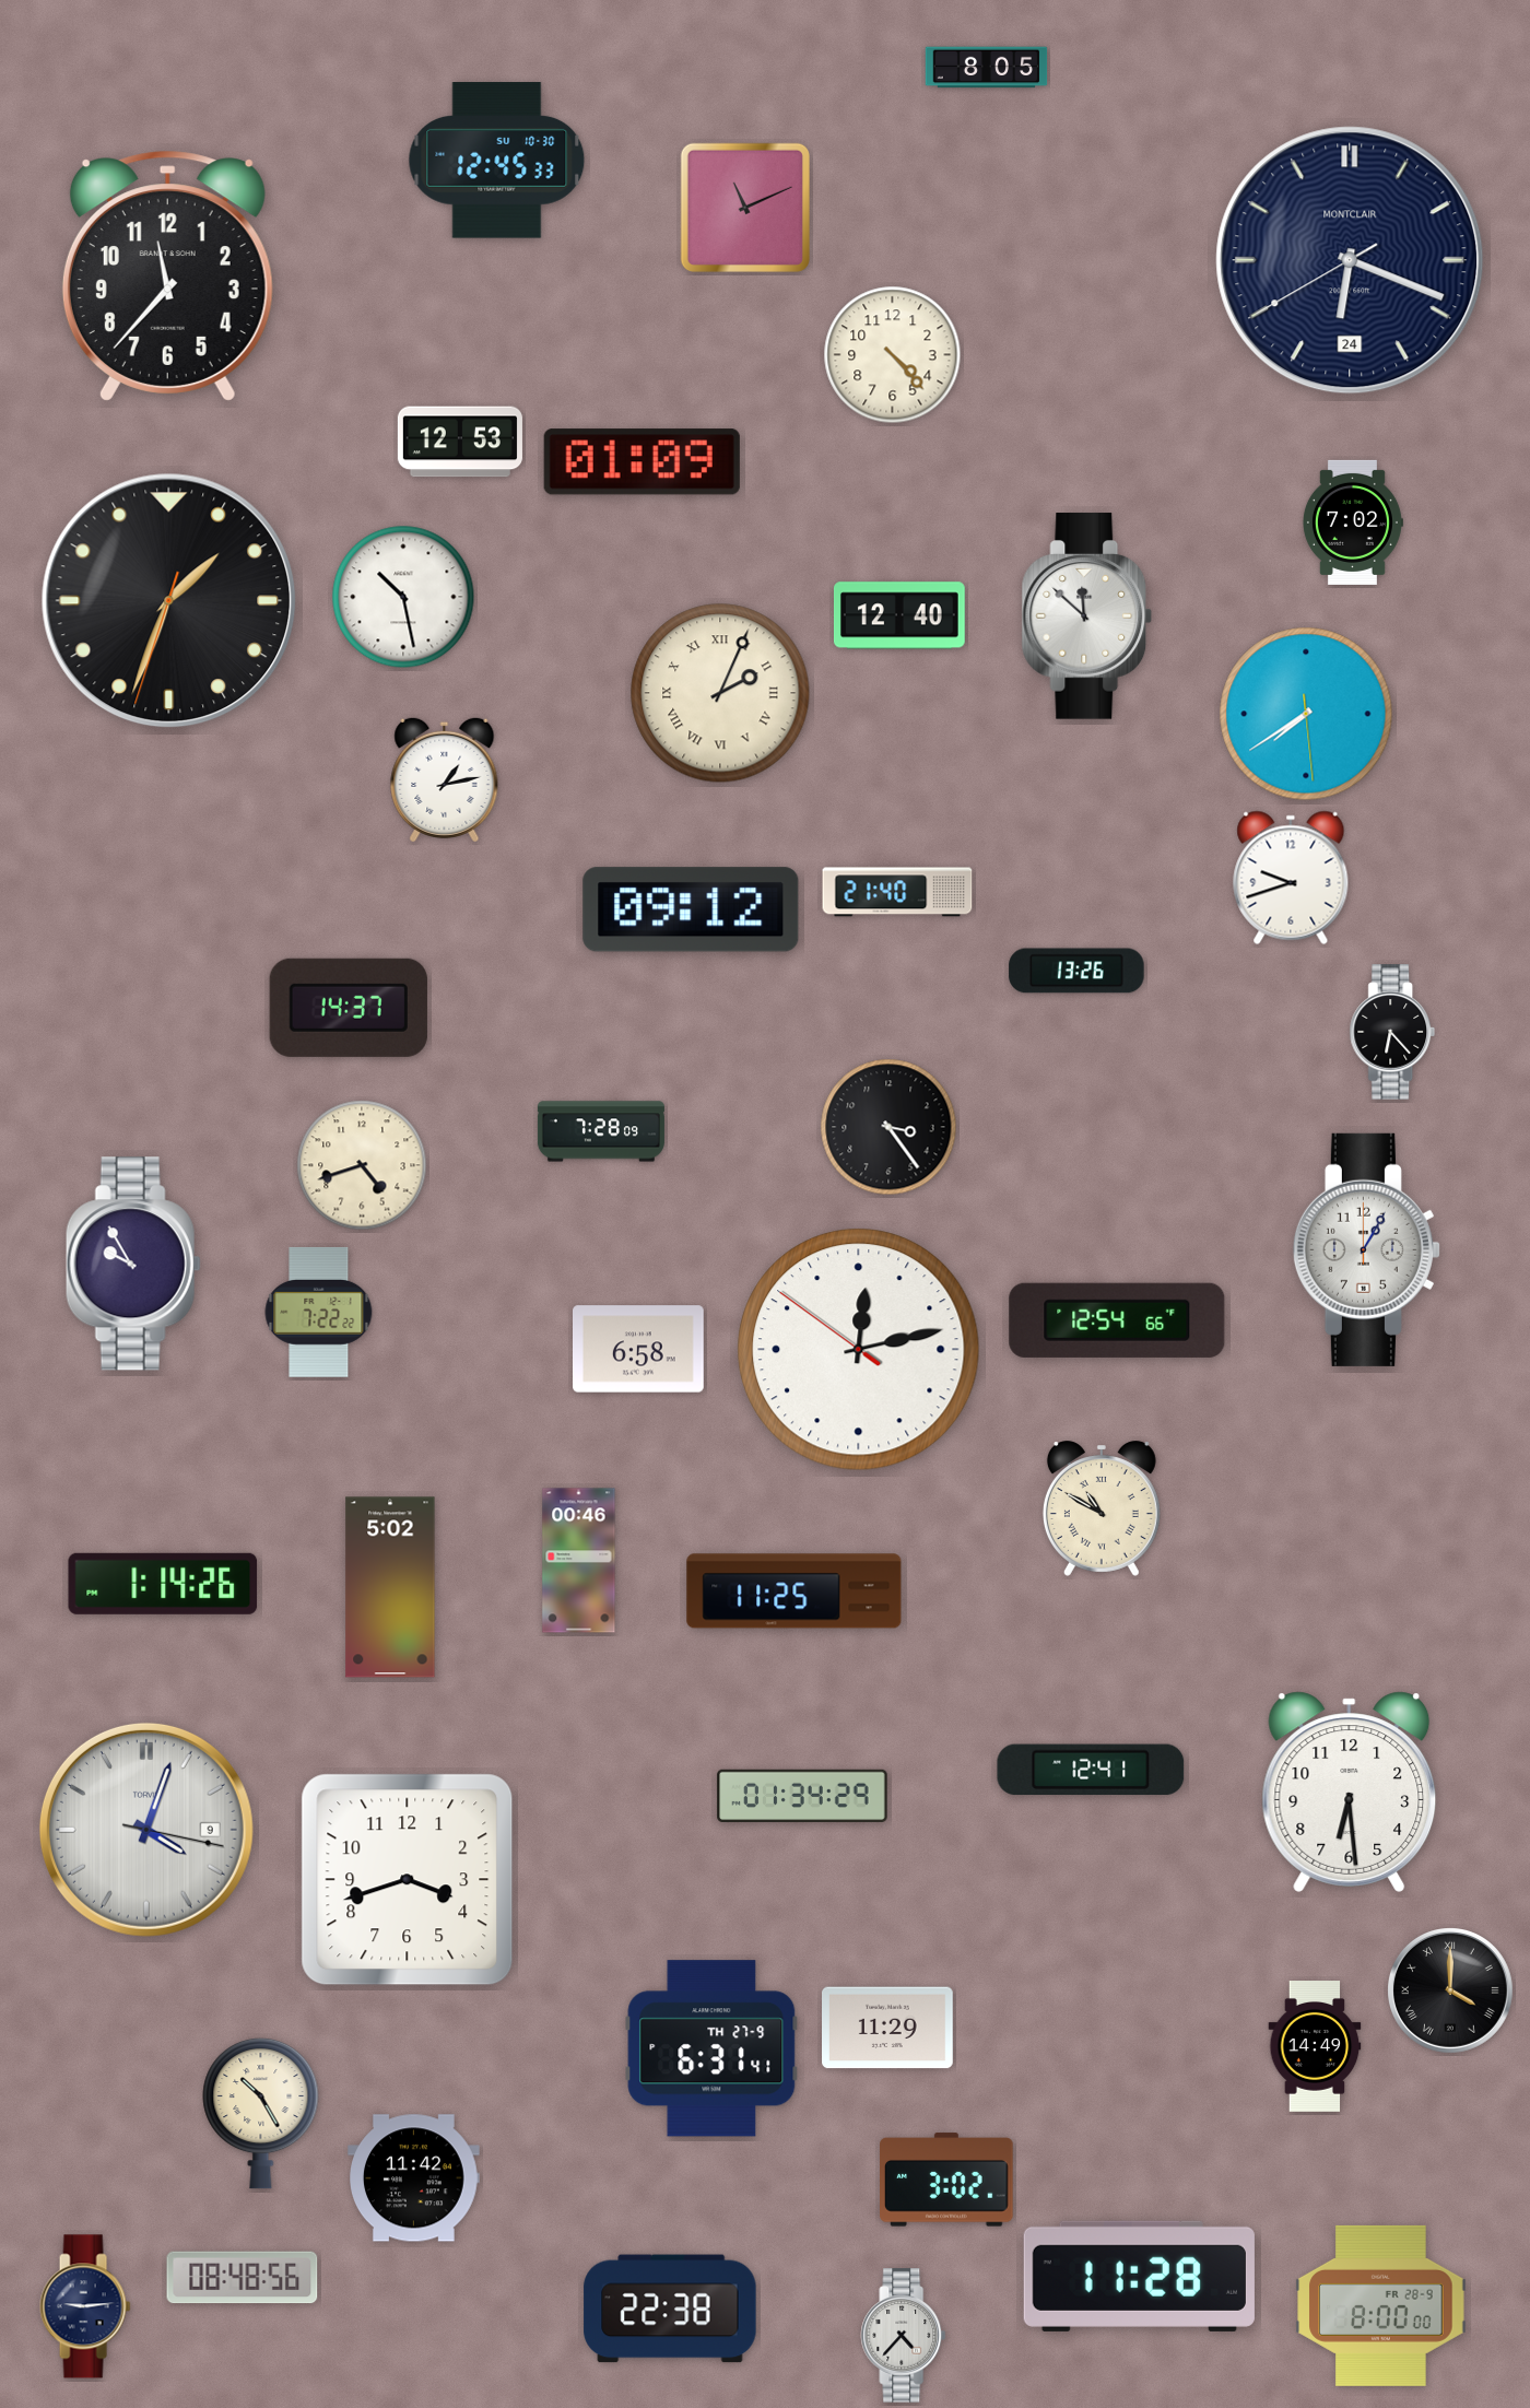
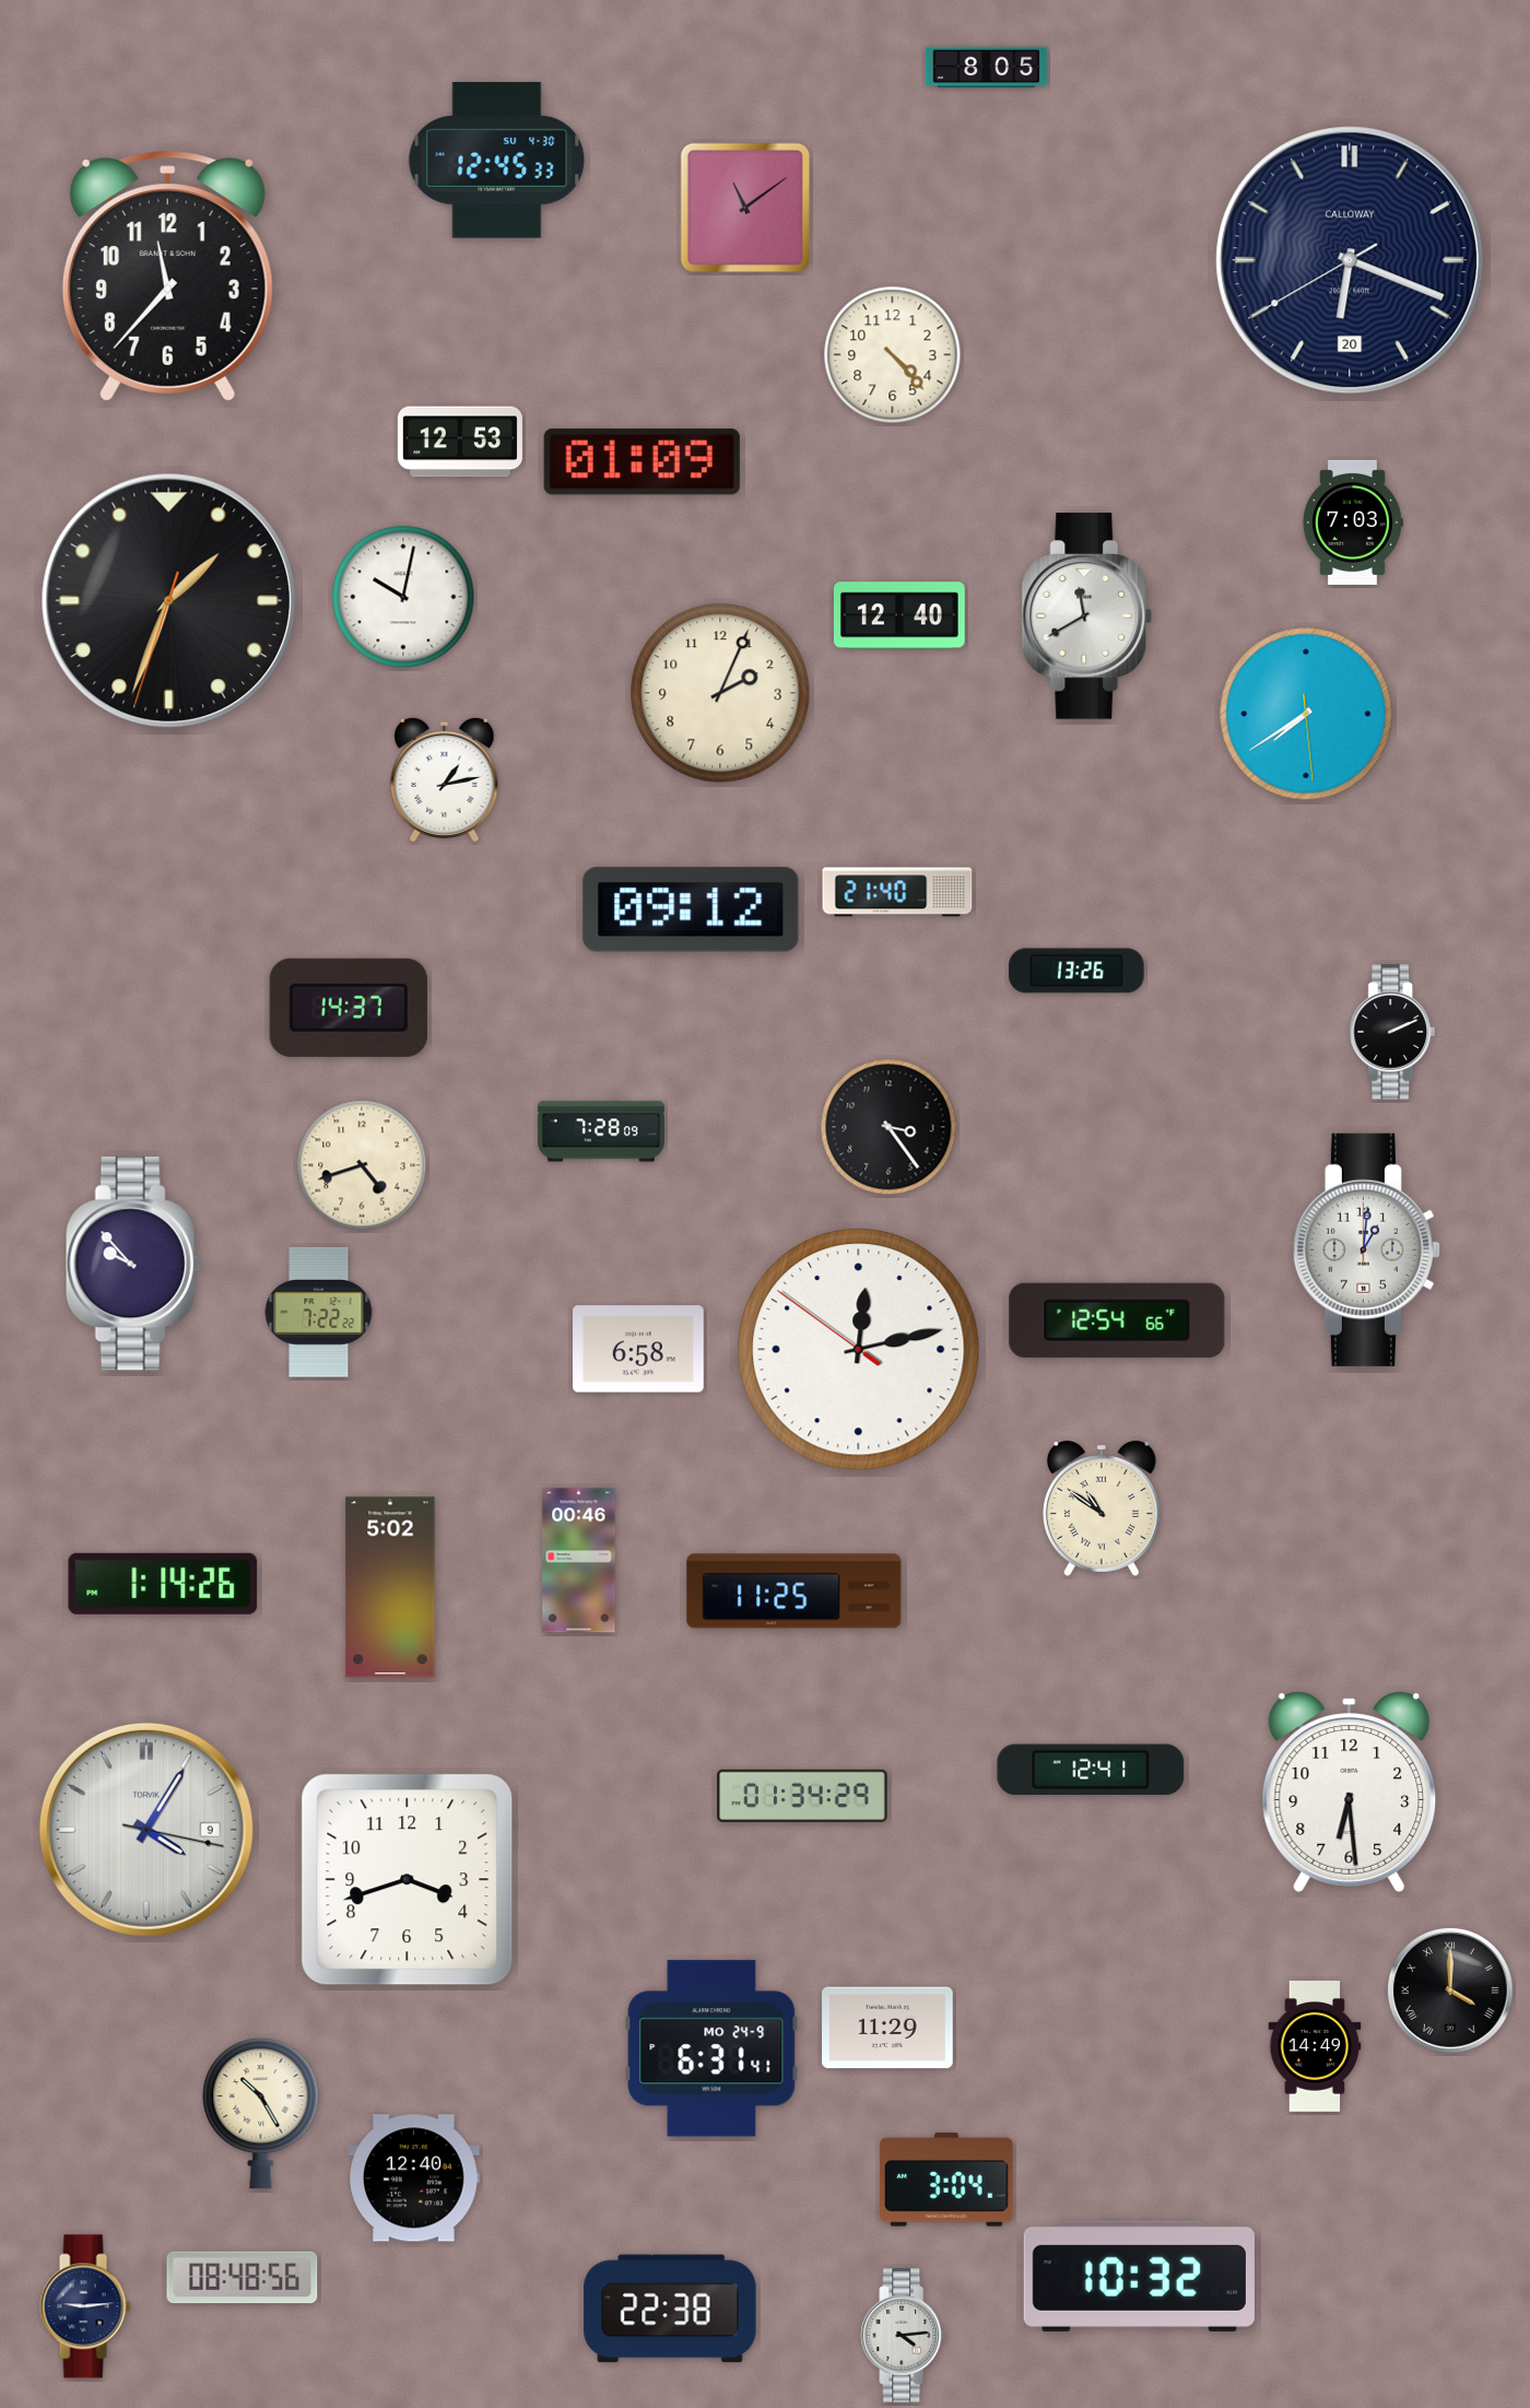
clock at (497, 161) date: SU 10-30 -> SU 4-30
clock at (745, 208): 11:11 -> 11:09
clock at (1350, 260) date: 24 -> 20
clock at (1350, 260) brand: MONTCLAIR -> CALLOWAY
clock at (1352, 522): 7:02 -> 7:03
clock at (403, 597): 10:28 -> 10:02
clock at (1087, 616): 11:52 -> 11:40
clock at (720, 693) numerals: Roman -> Arabic
clock at (1291, 878): 9:42 -> none
clock at (1392, 1032): 6:23 -> 2:11
clock at (1366, 1249): 1:05 -> 1:01
clock at (133, 1264): 9:55 -> 9:53
clock at (1102, 1508): 10:50 -> 10:51
clock at (146, 1830): 4:03 -> 4:05
clock at (711, 2048) date: TH 27-9 -> MO 24-9
clock at (414, 2178): 11:42 -> 12:40
clock at (946, 2180): 3:02 -> 3:04
clock at (1139, 2276): 11:28 -> 10:32
clock at (1381, 2305): 8:00 -> none
clock at (904, 2336): 4:37 -> 4:14
